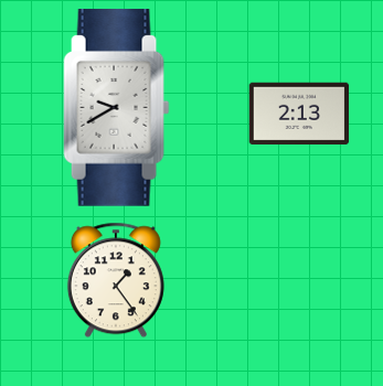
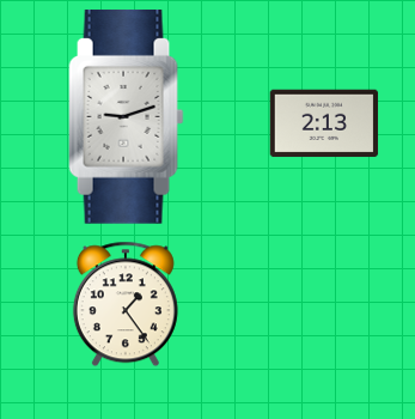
clock at (117, 107): 9:40 -> 9:12
